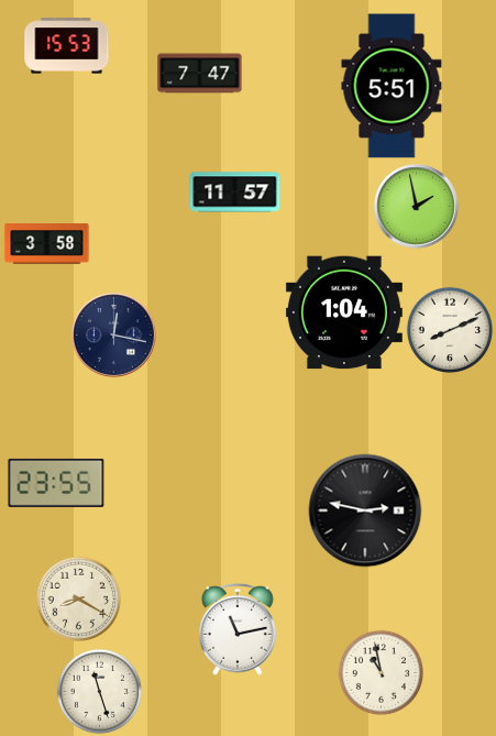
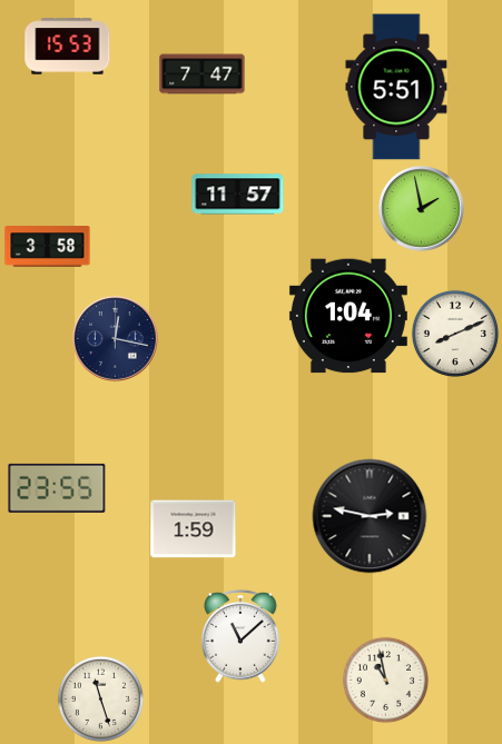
clock at (194, 529): none -> 1:59
clock at (78, 598): 8:20 -> none
clock at (239, 629): 11:13 -> 11:08
